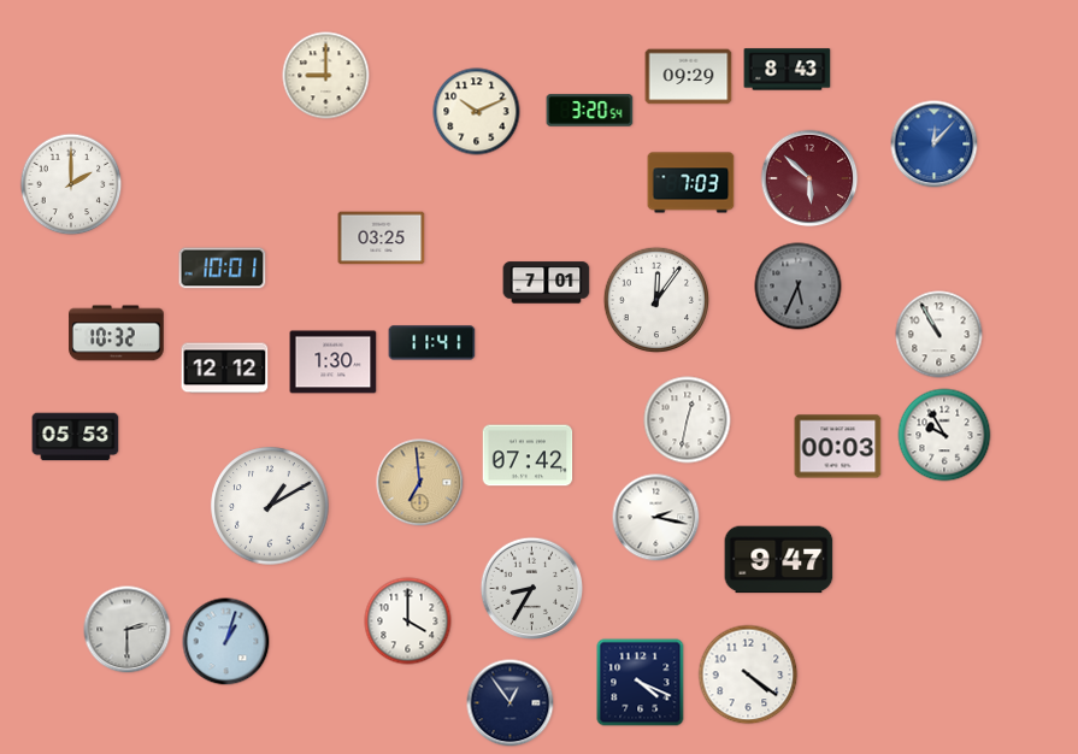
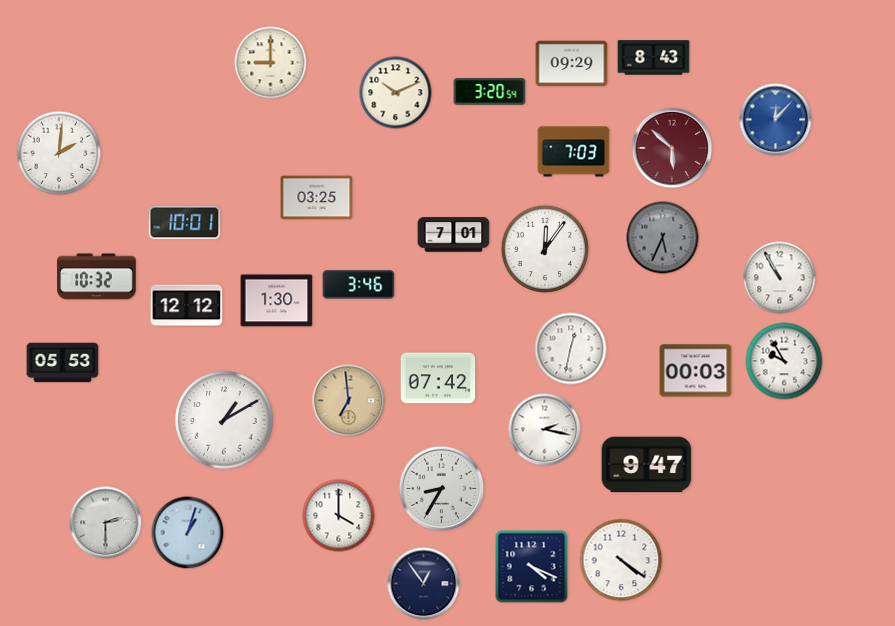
clock at (71, 184): 2:00 -> 2:01
clock at (432, 343): 11:41 -> 3:46
